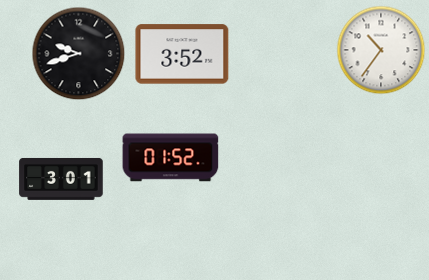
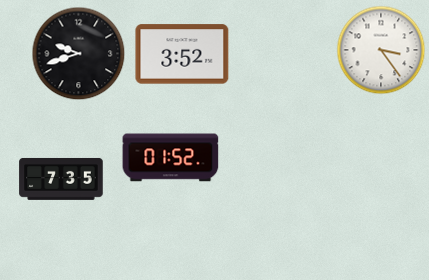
clock at (381, 50): 10:36 -> 3:24
clock at (61, 179): 3:01 -> 7:35
